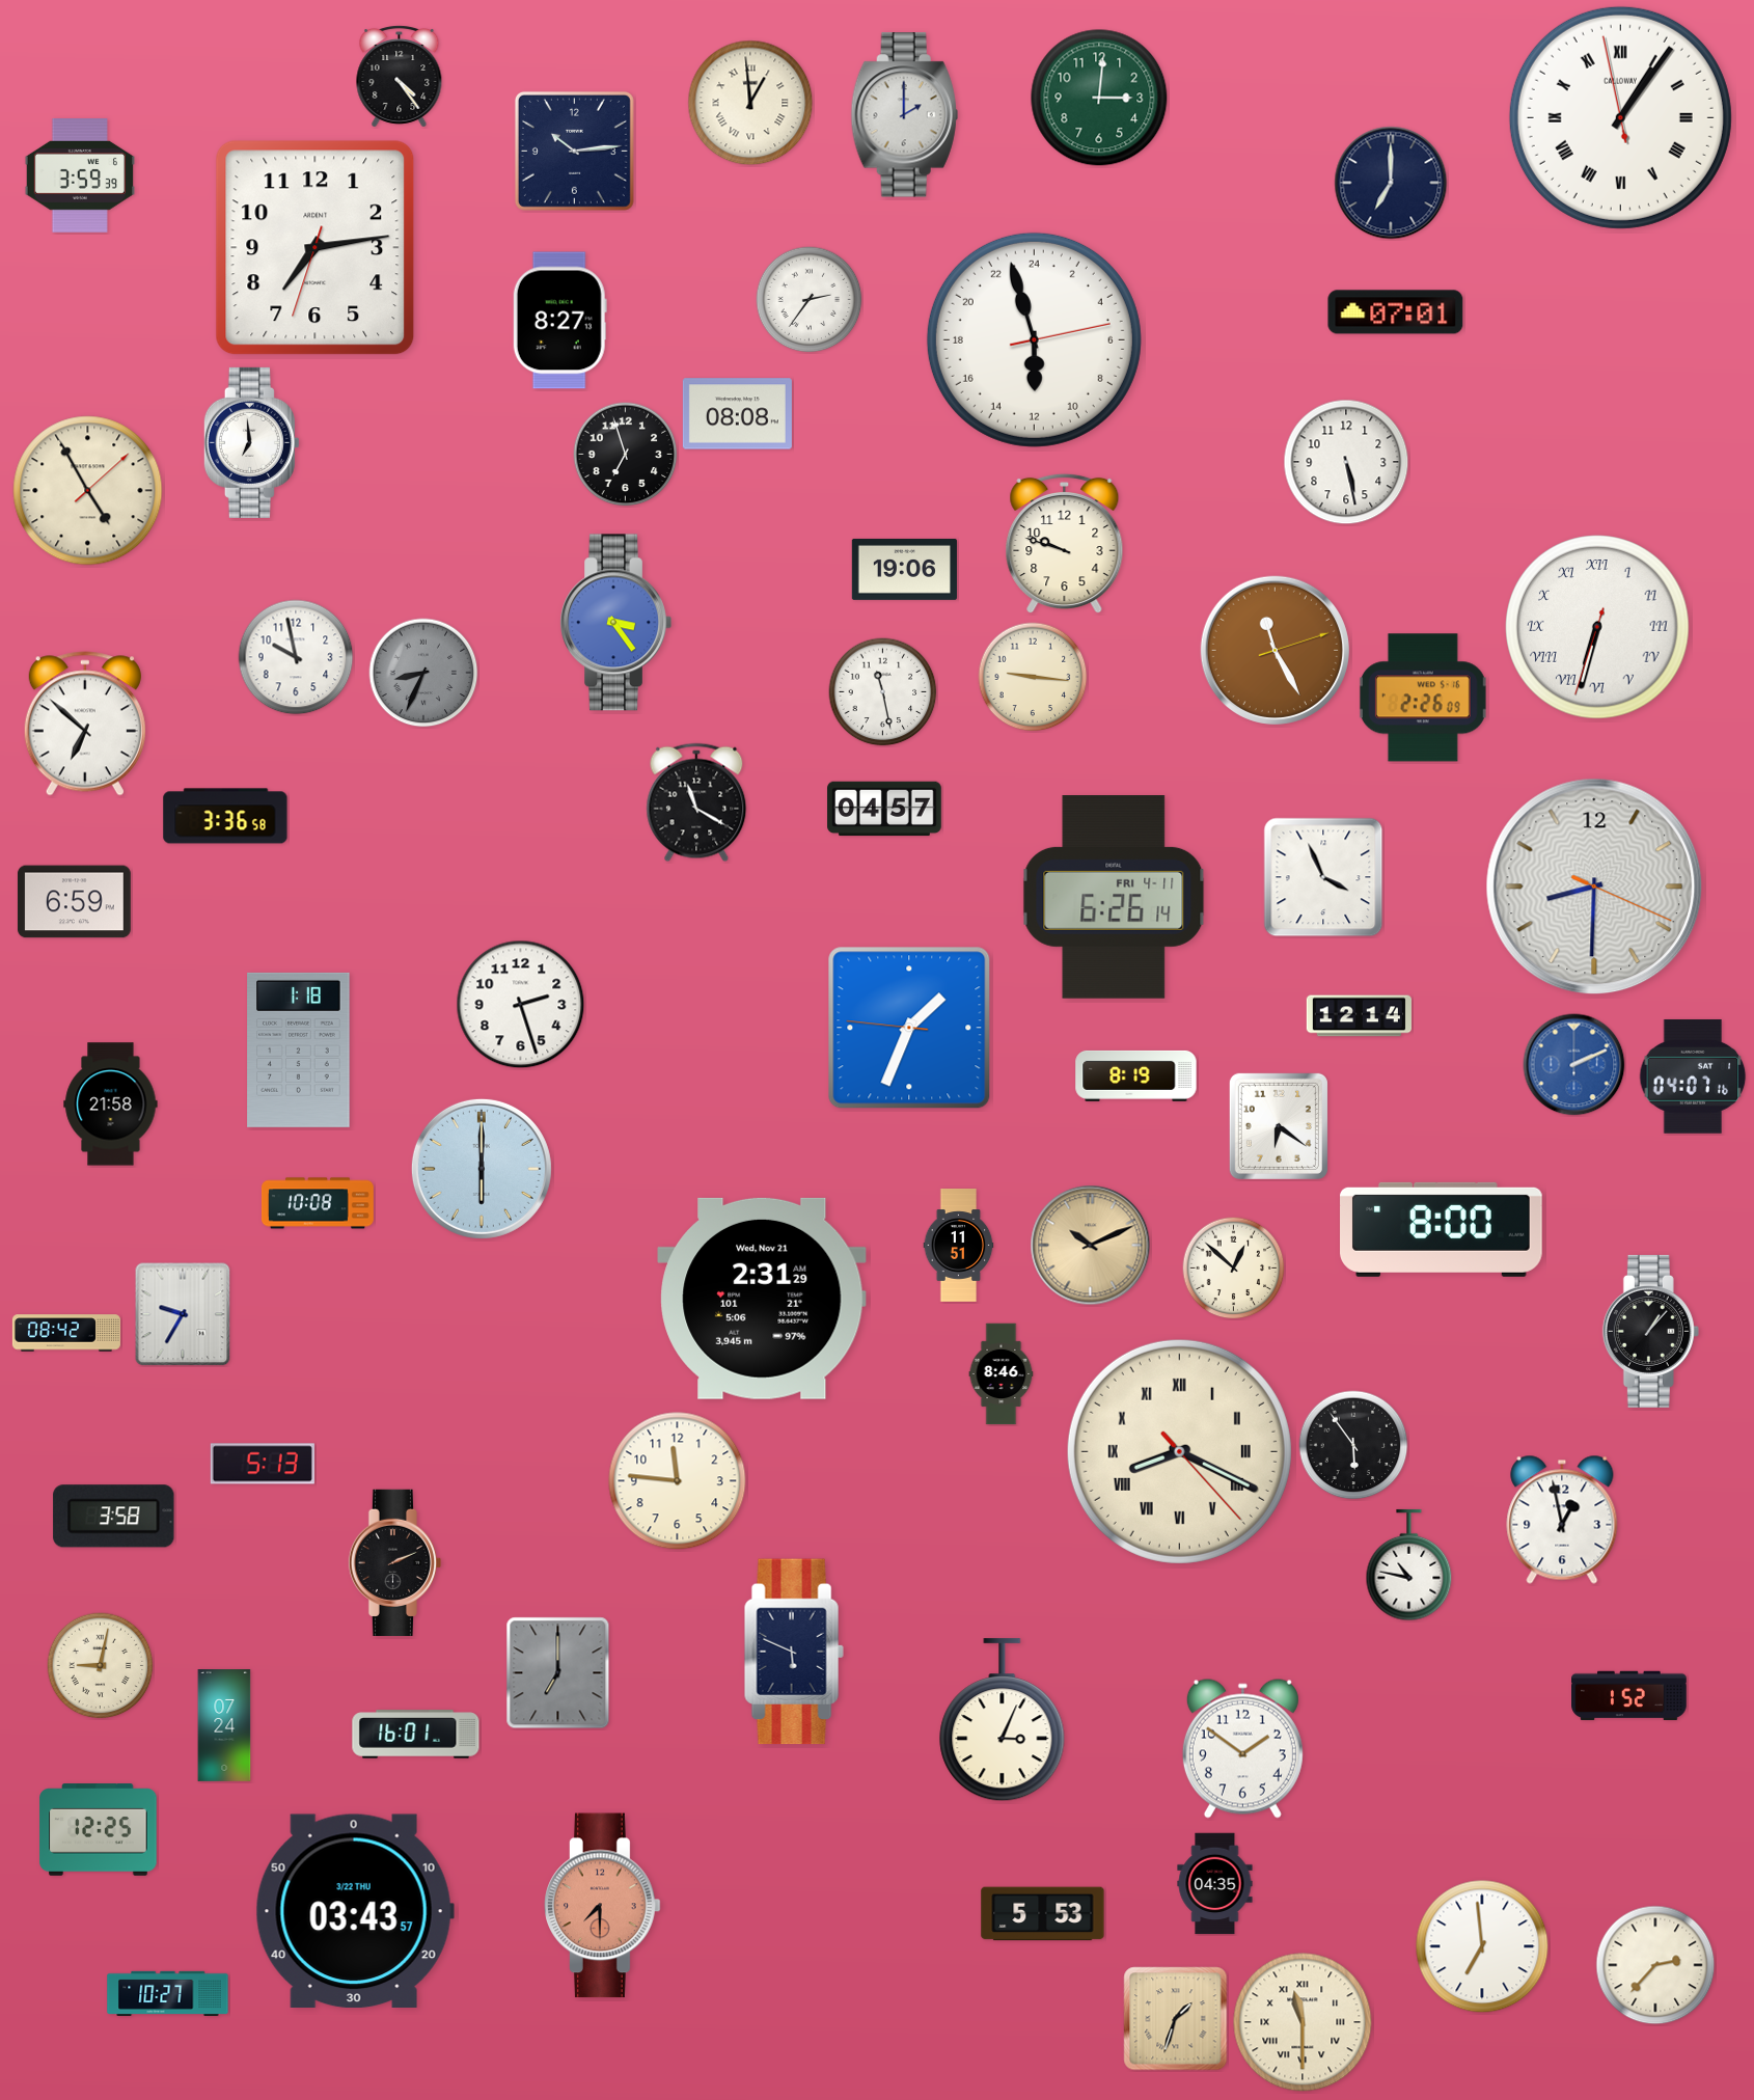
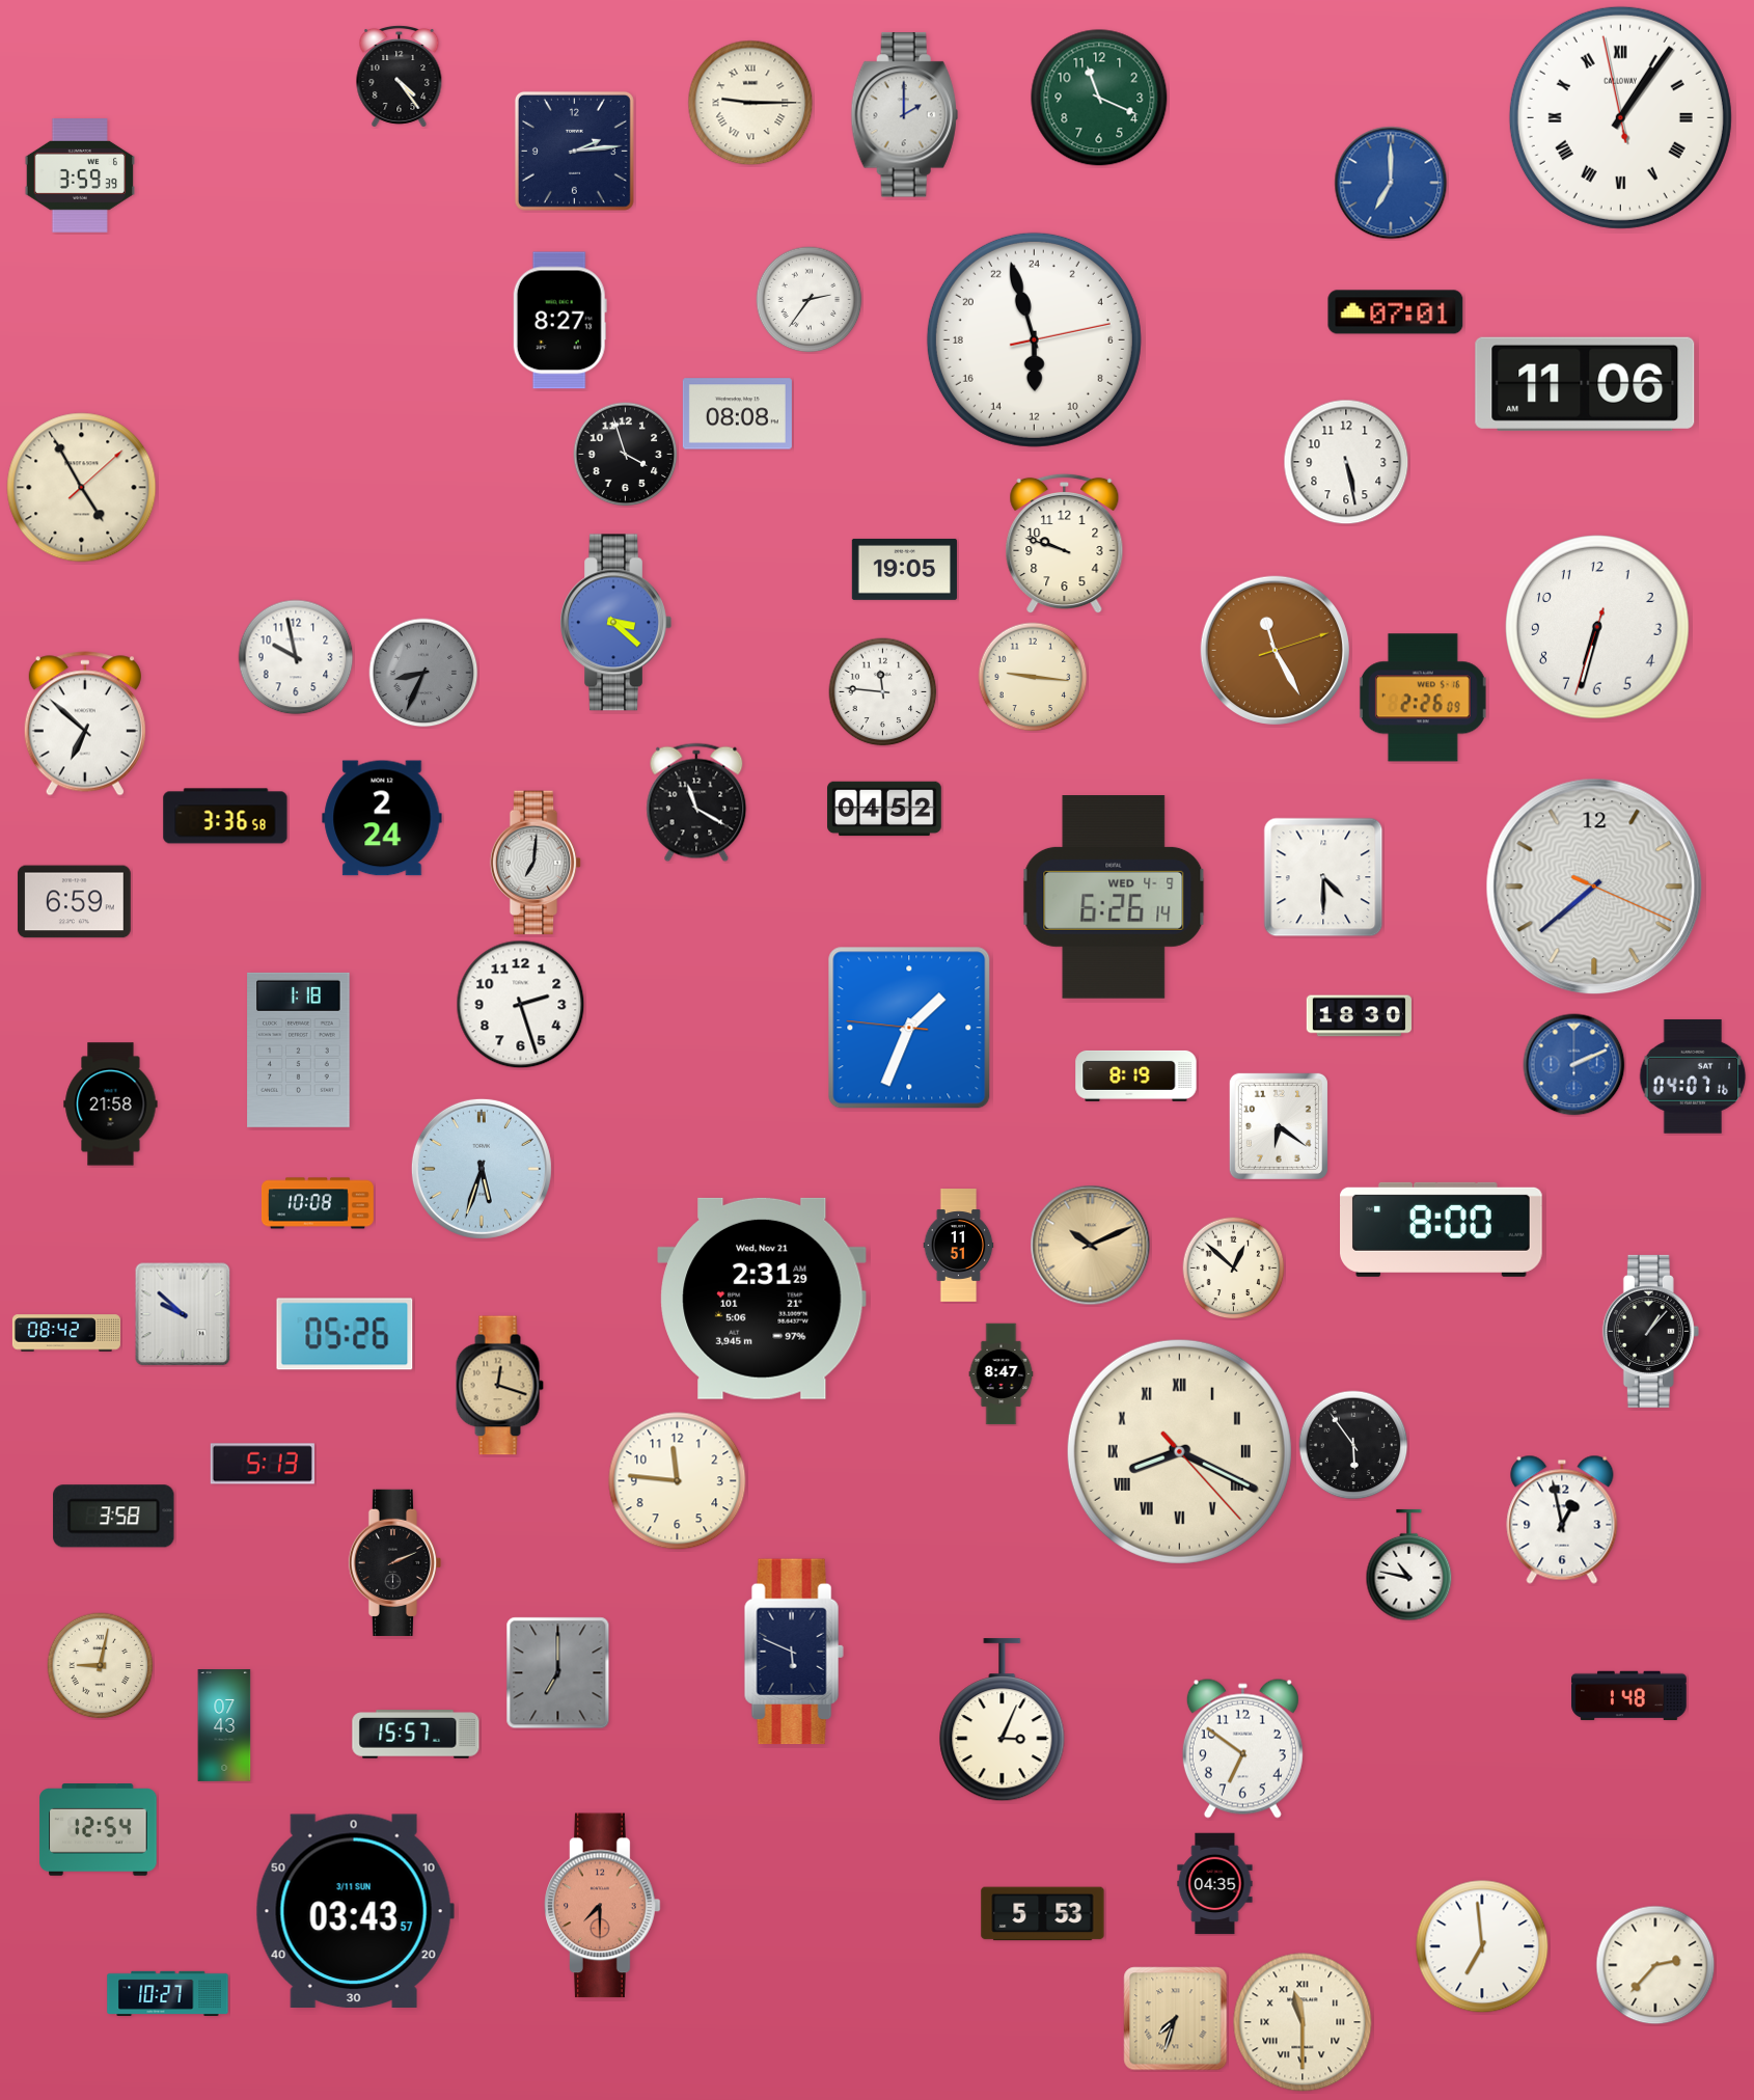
clock at (1099, 98): 3:01 -> 11:19
clock at (750, 103): 12:59 -> 9:15
clock at (574, 151): 10:14 -> 2:14
clock at (1391, 183) dial: navy -> blue
clock at (316, 248): 7:13 -> none
clock at (1585, 384): none -> 11:06
clock at (251, 442): 6:59 -> none
clock at (626, 455): 6:57 -> 3:57
clock at (88, 491) position: (88, 491) -> (82, 488)
clock at (904, 569): 19:06 -> 19:05
clock at (615, 623): 3:24 -> 3:22
clock at (1597, 627) numerals: Roman -> Arabic
clock at (883, 692): 11:28 -> 11:46
clock at (884, 809): 04:57 -> 04:52
clock at (382, 818): none -> 2:24
clock at (536, 863): none -> 7:01
clock at (1323, 877): 3:56 -> 4:30
clock at (1594, 887): 8:30 -> 7:38
clock at (1114, 898) date: FRI 4-11 -> WED 4-9
clock at (1359, 1016): 12:14 -> 18:30
clock at (482, 1169): 6:00 -> 5:33
clock at (183, 1314): 9:35 -> 9:52
clock at (345, 1334): none -> 05:26
clock at (1002, 1374): 8:46 -> 8:47
clock at (499, 1386): none -> 12:18
clock at (1629, 1696): 1:52 -> 1:48
clock at (224, 1726): 07:24 -> 07:43
clock at (416, 1735): 16:01 -> 15:57
clock at (1242, 1748): 1:51 -> 6:51
clock at (99, 1830): 12:25 -> 12:54
clock at (355, 1910) date: 3/22 THU -> 3/11 SUN
clock at (1176, 2019): 1:33 -> 7:33
